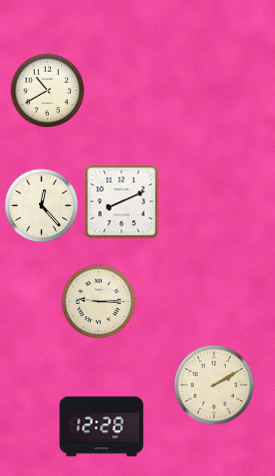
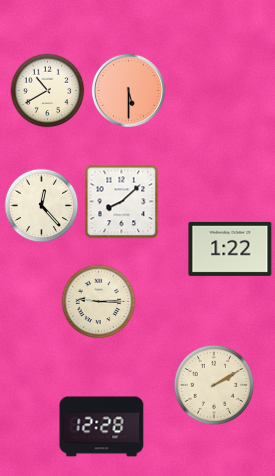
clock at (128, 90): none -> 5:30
clock at (122, 202): 8:11 -> 8:08
clock at (230, 249): none -> 1:22
